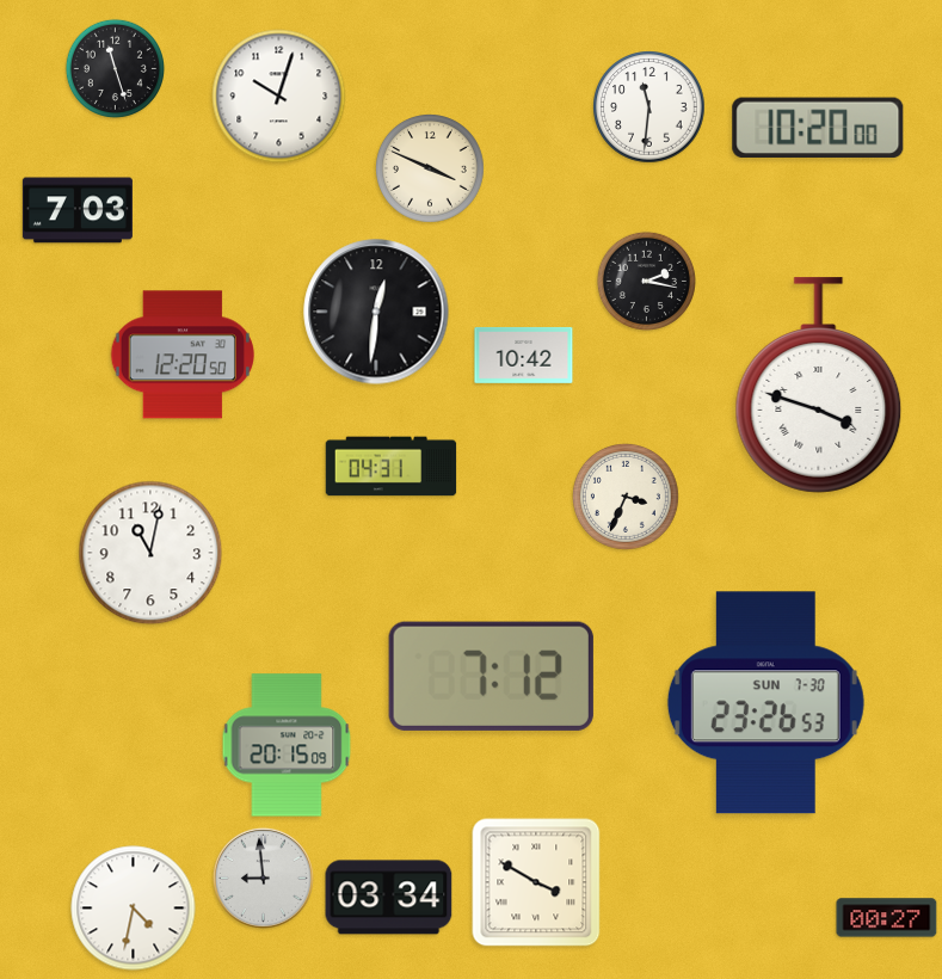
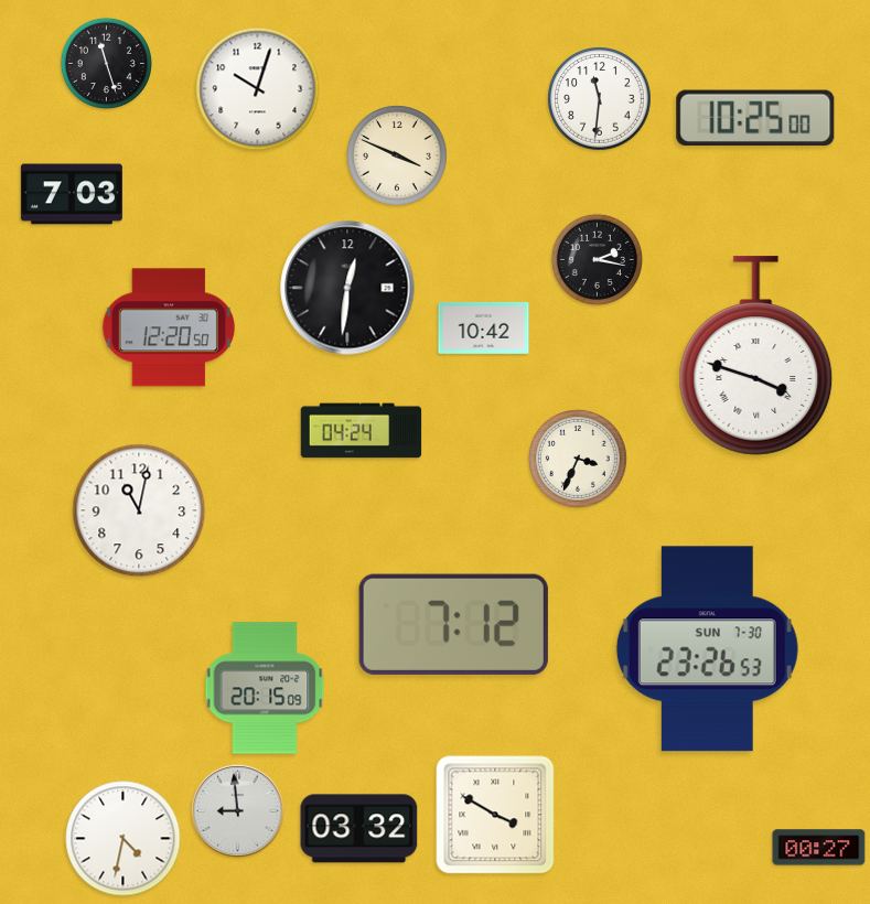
clock at (818, 127): 10:20 -> 10:25
clock at (392, 467): 04:31 -> 04:24
clock at (263, 878) position: (263, 878) -> (237, 810)
clock at (389, 898): 03:34 -> 03:32
